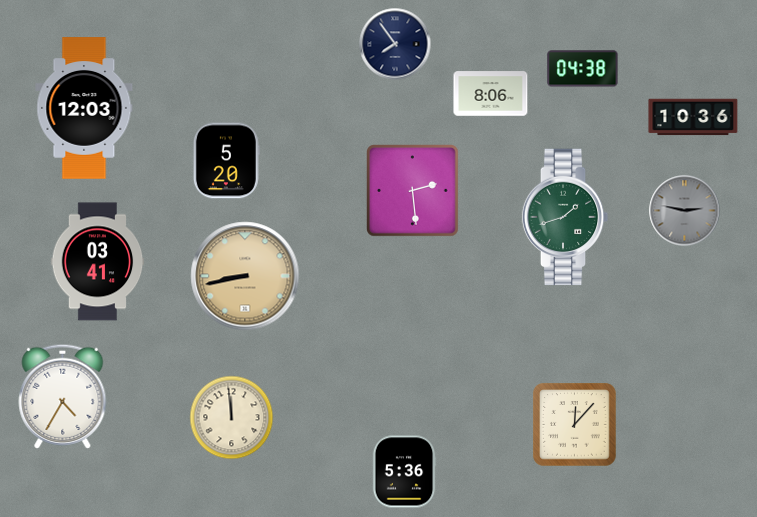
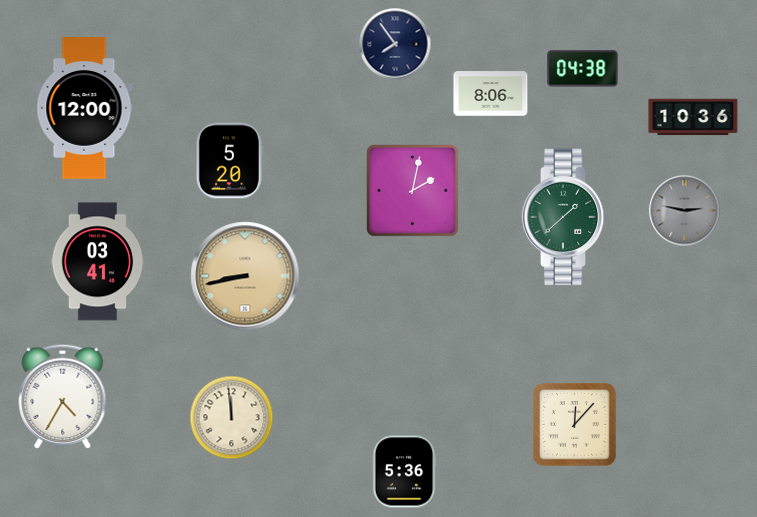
clock at (84, 108): 12:03 -> 12:00
clock at (226, 161) position: (226, 161) -> (229, 161)
clock at (413, 191): 2:29 -> 2:02
clock at (565, 217): 1:42 -> 1:38
